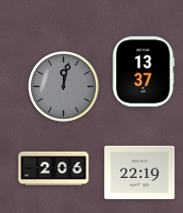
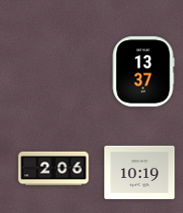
clock at (64, 87): 12:02 -> none
clock at (140, 173): 22:19 -> 10:19
